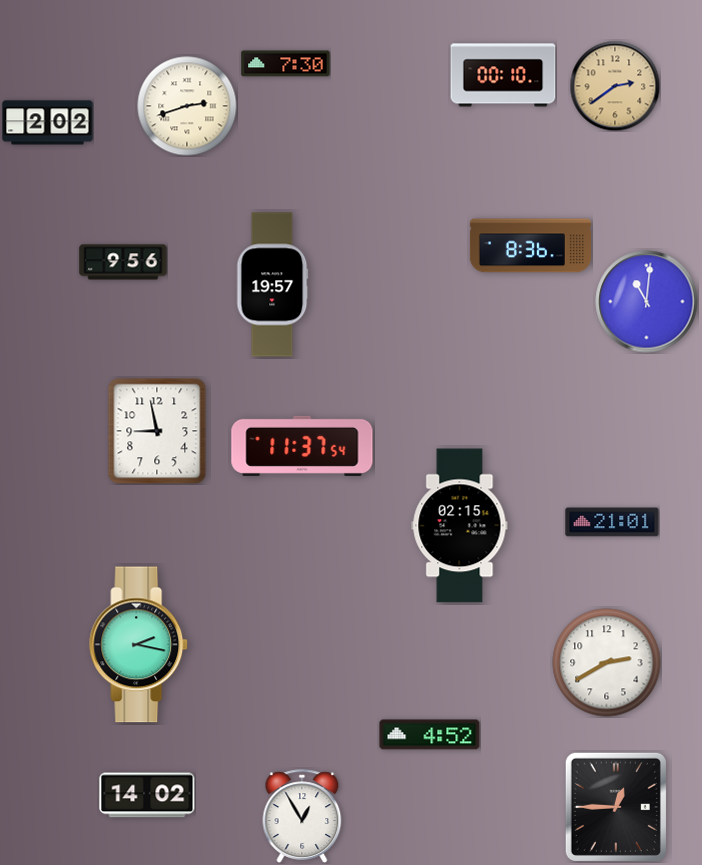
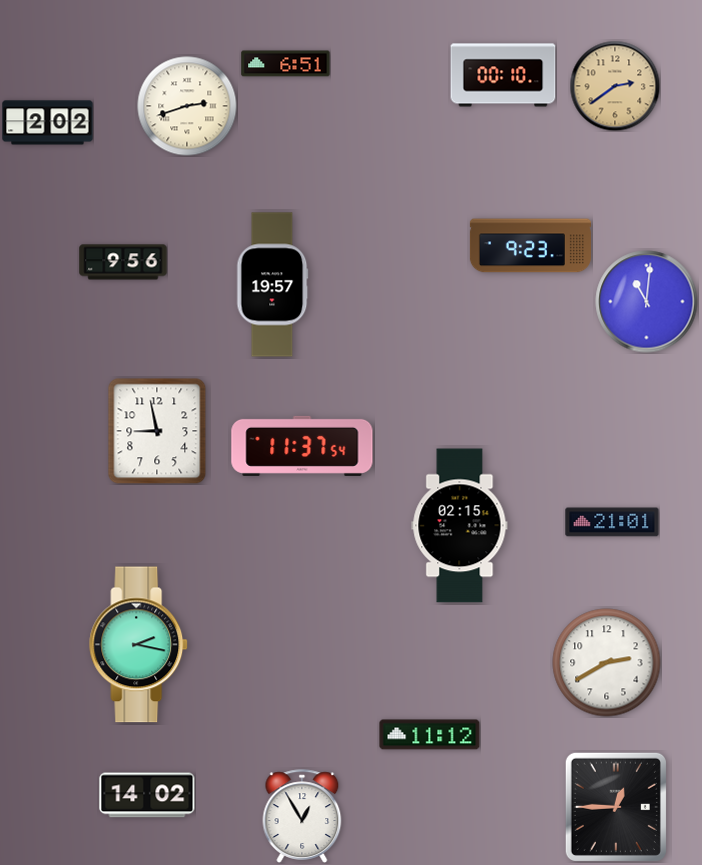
clock at (286, 64): 7:30 -> 6:51
clock at (530, 246): 8:36 -> 9:23
clock at (430, 735): 4:52 -> 11:12
